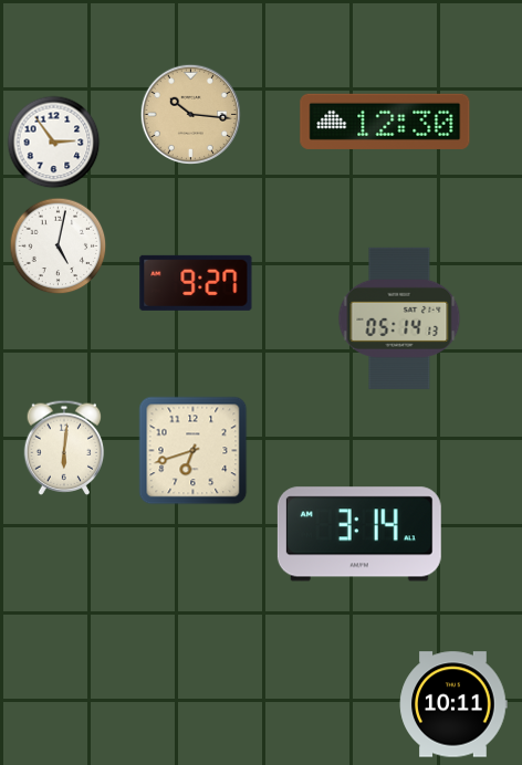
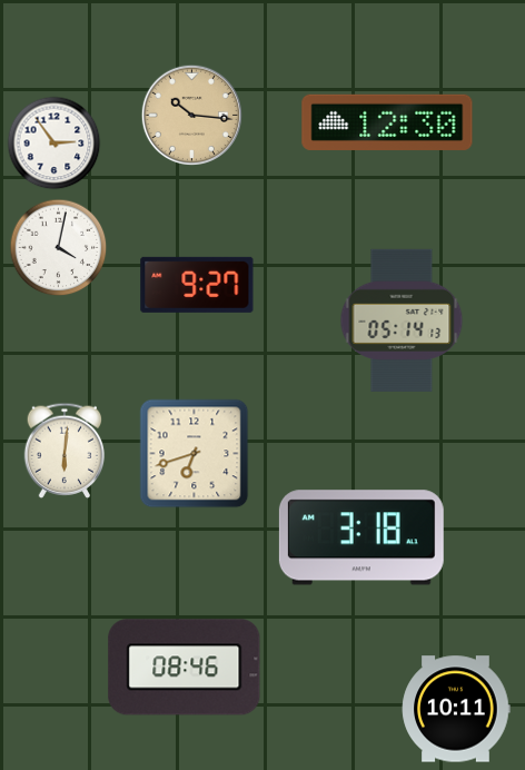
clock at (59, 247): 5:02 -> 4:02
clock at (359, 534): 3:14 -> 3:18
clock at (185, 668): none -> 08:46
